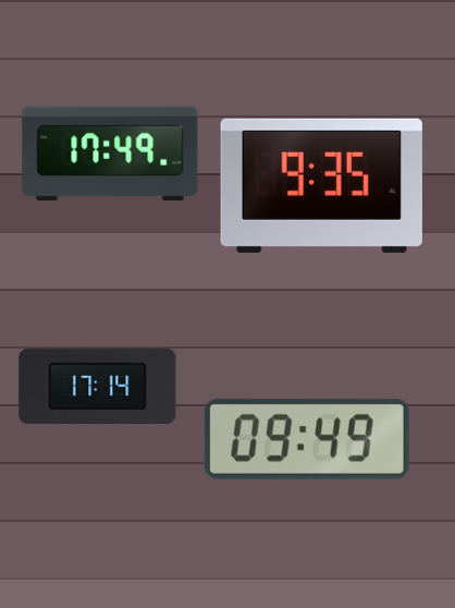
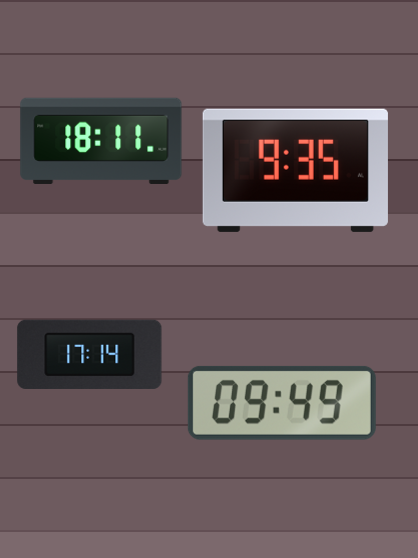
clock at (110, 154): 17:49 -> 18:11
